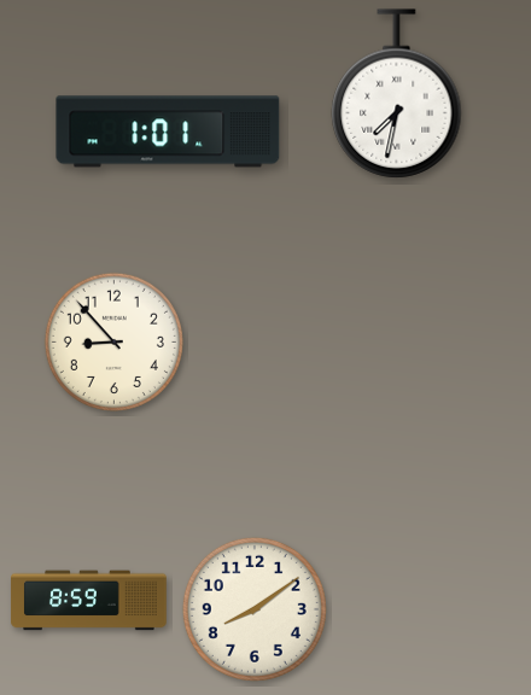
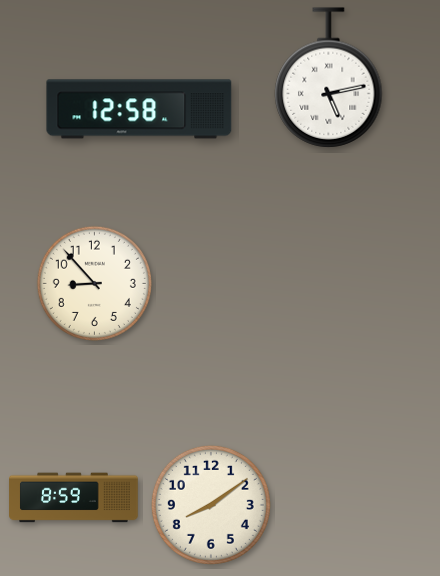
clock at (397, 94): 7:32 -> 5:13
clock at (168, 132): 1:01 -> 12:58
